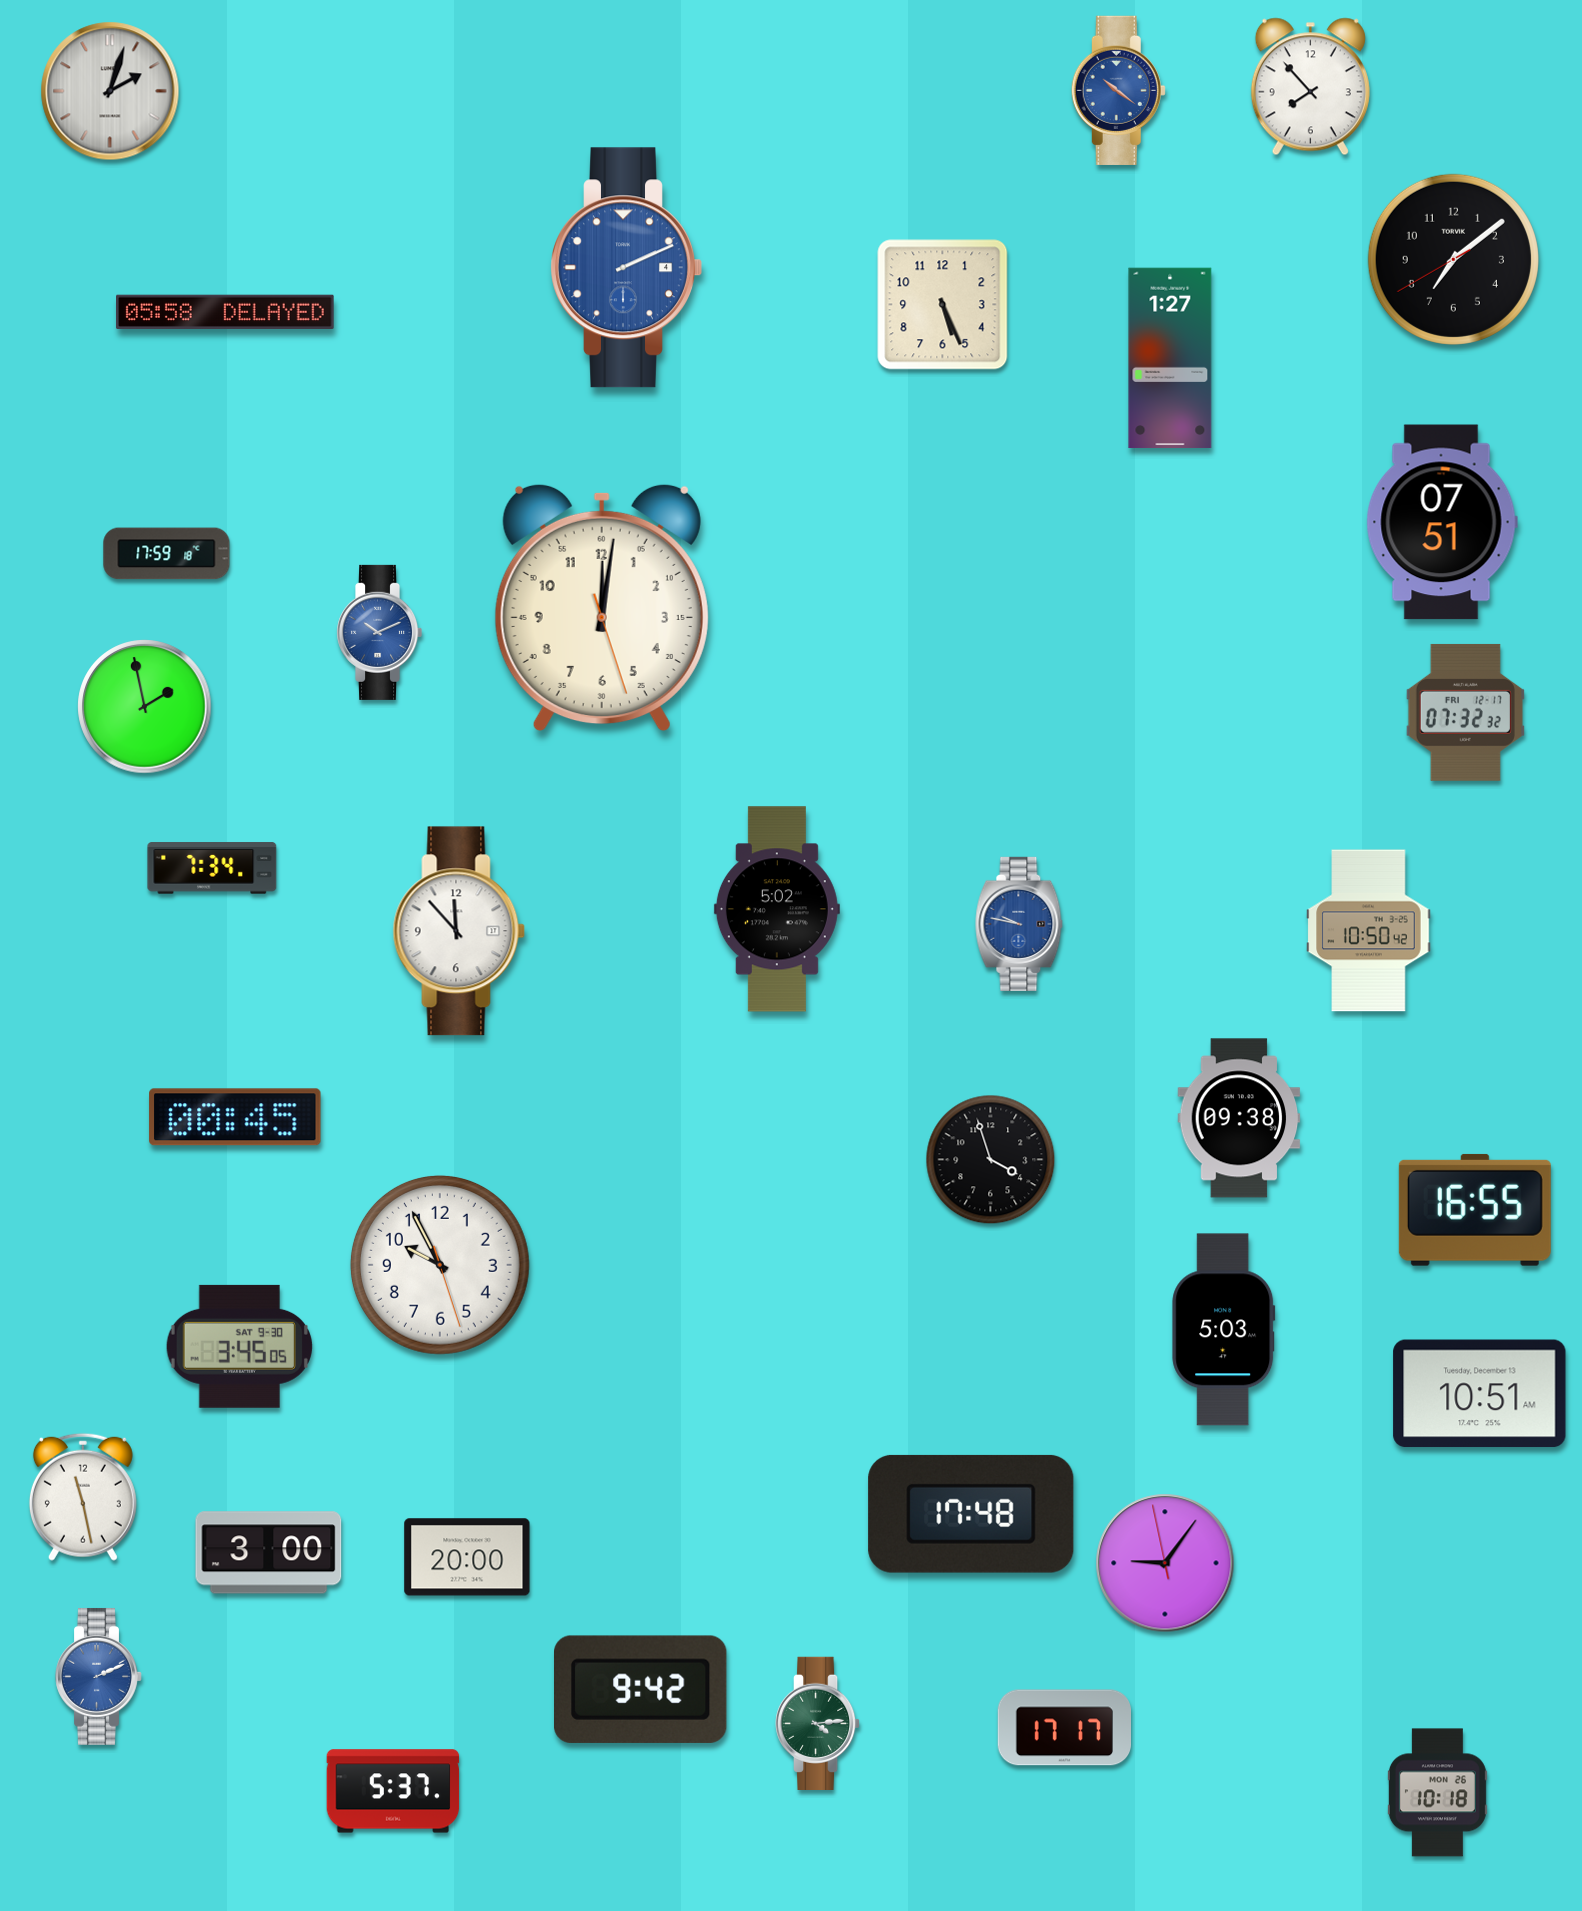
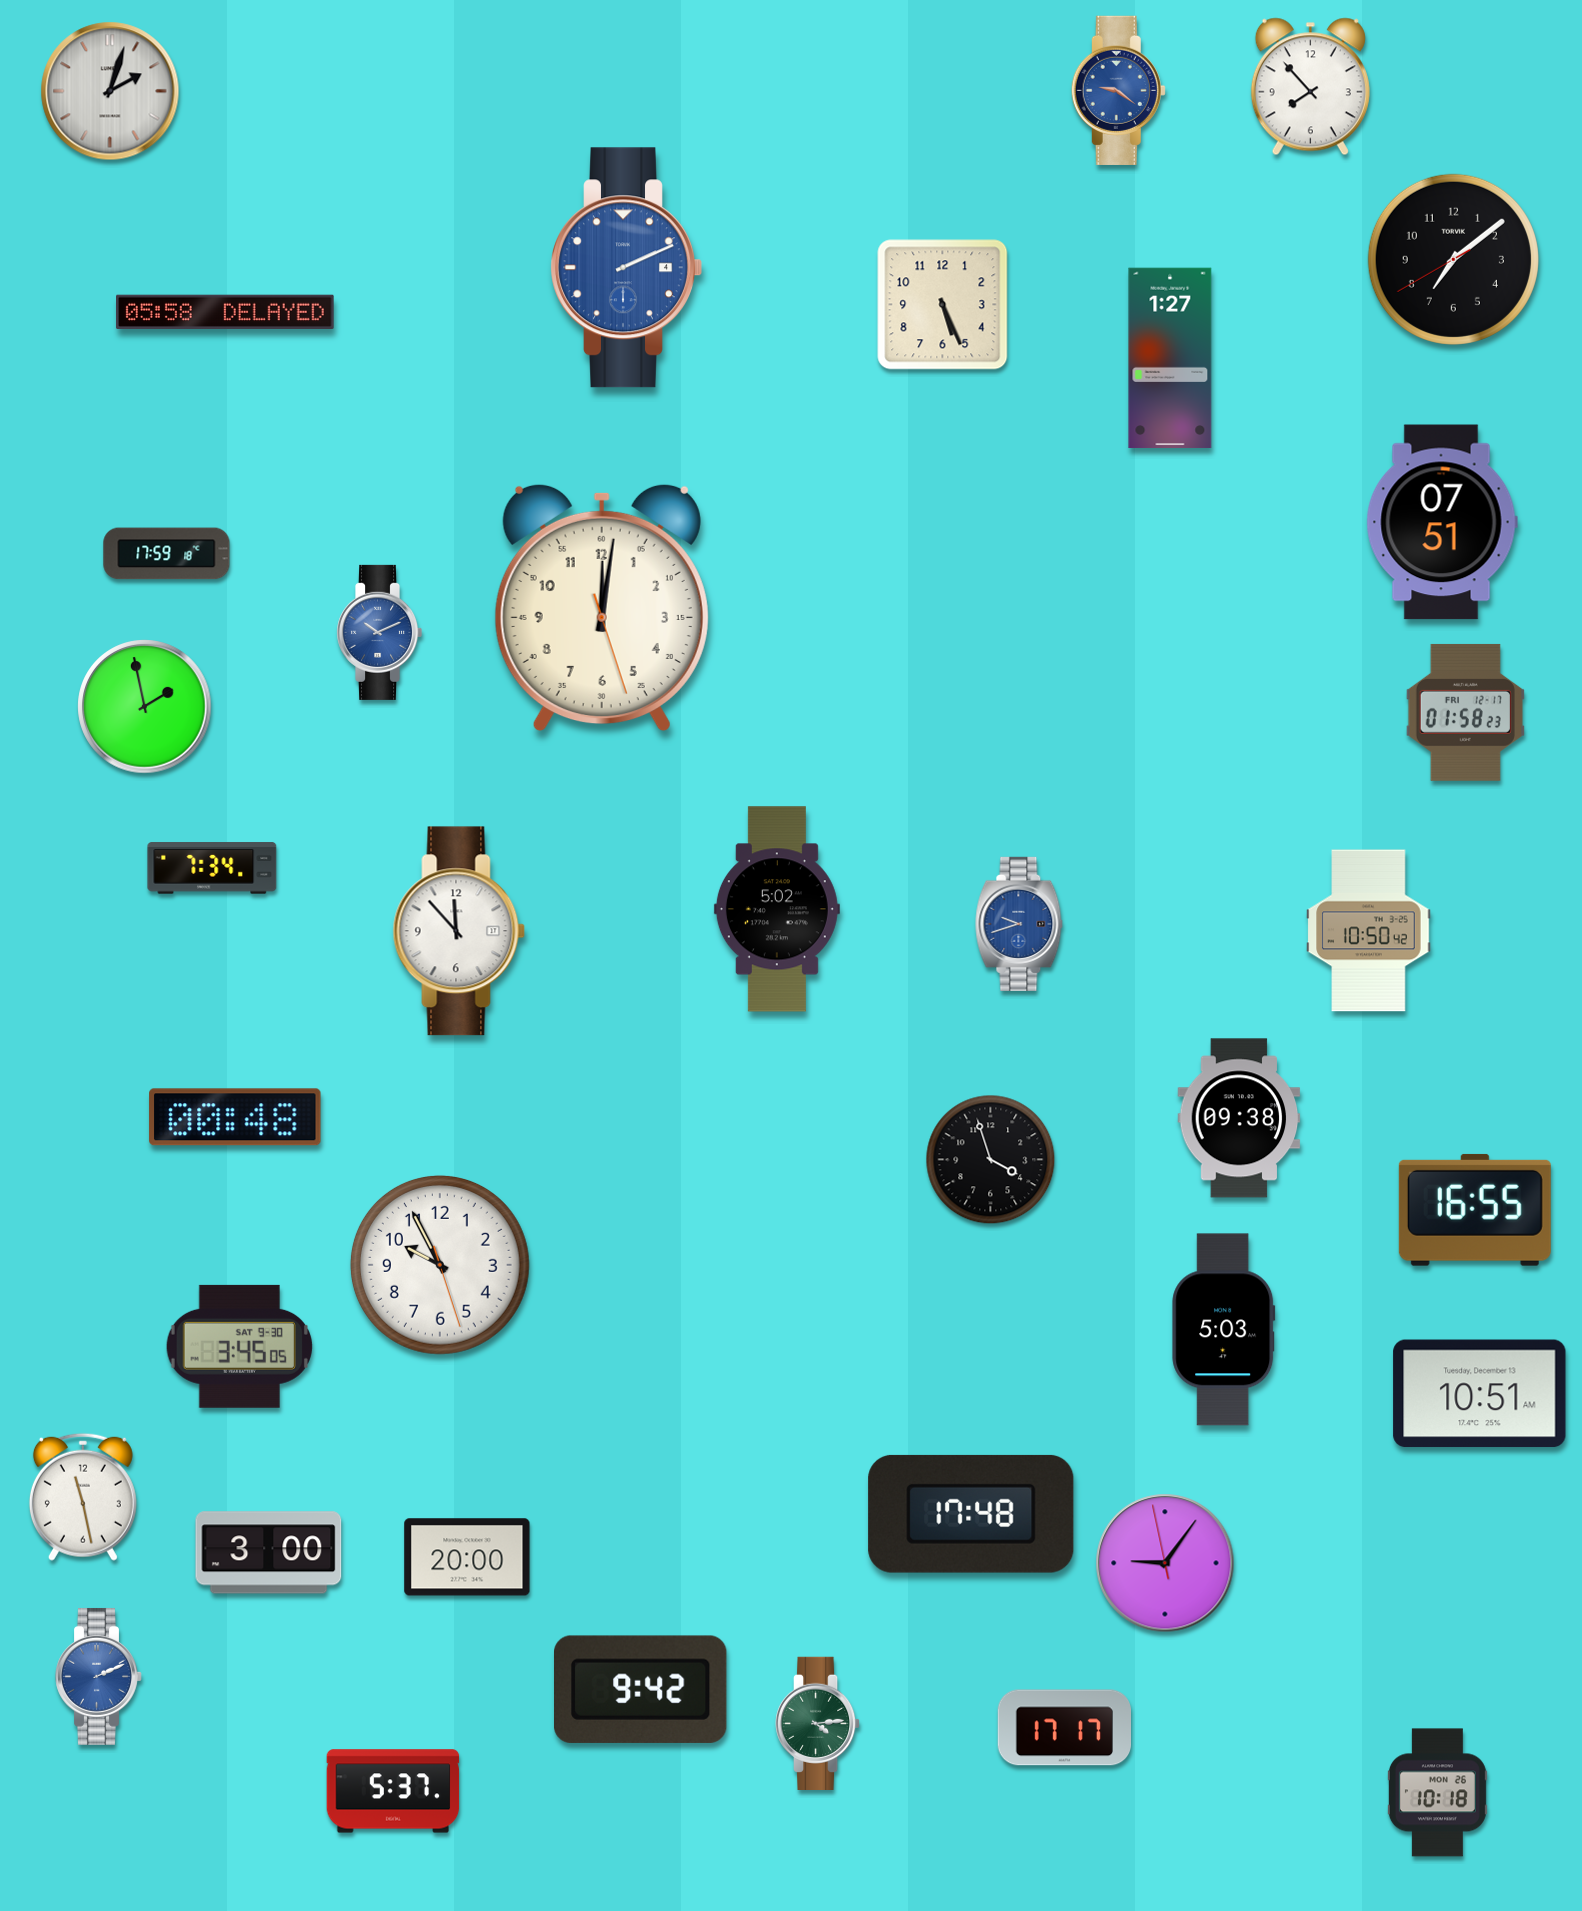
clock at (1118, 90): 10:21 -> 9:21
clock at (1465, 712): 07:32 -> 01:58
clock at (1019, 924): 9:47 -> 9:42
clock at (235, 1117): 00:45 -> 00:48
